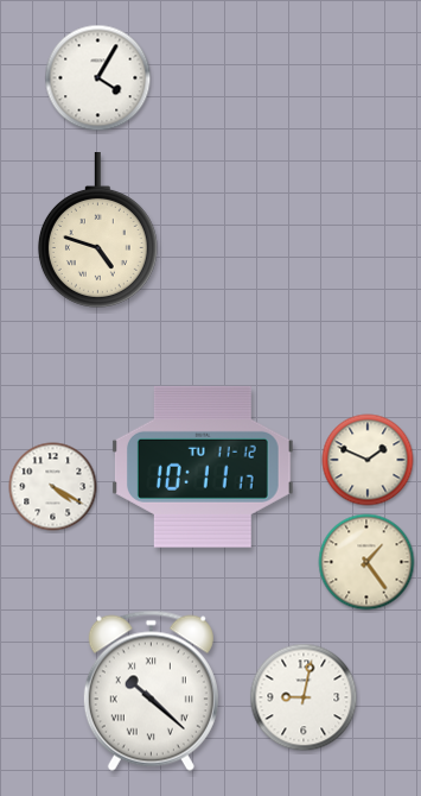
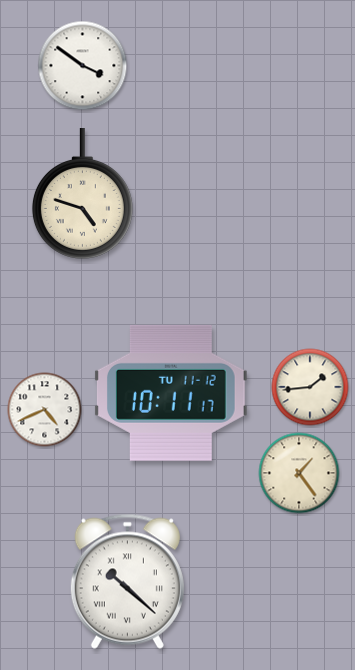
clock at (98, 78): 4:05 -> 3:51
clock at (368, 460): 1:49 -> 1:44
clock at (53, 487): 4:20 -> 4:41
clock at (366, 562) position: (366, 562) -> (299, 473)
clock at (304, 697): 9:02 -> none
